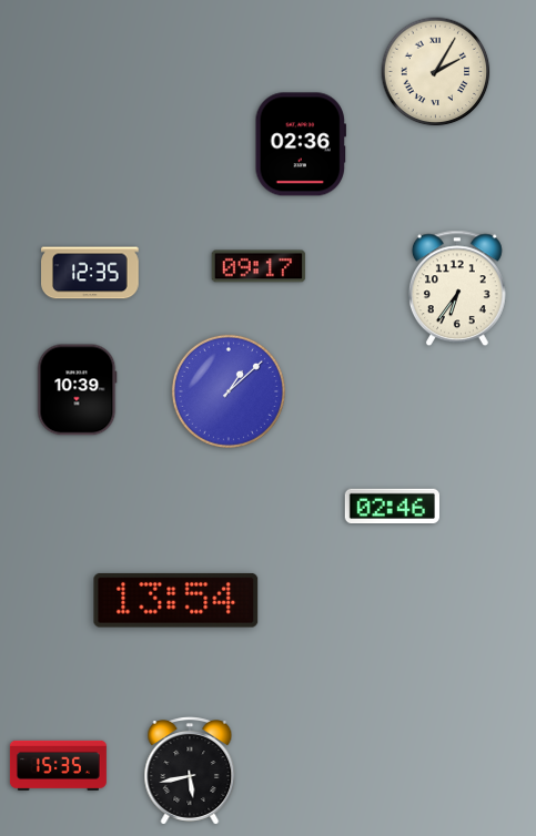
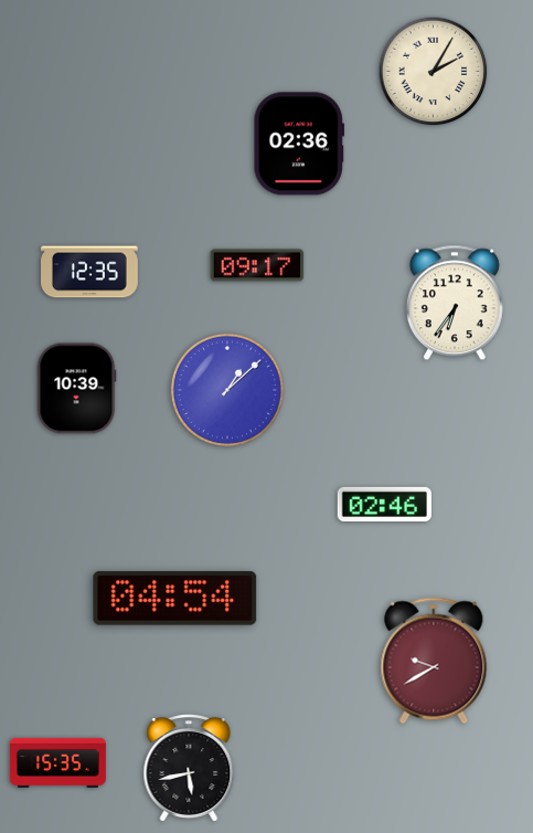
clock at (457, 288) position: (457, 288) -> (455, 303)
clock at (392, 506) position: (392, 506) -> (384, 504)
clock at (176, 600): 13:54 -> 04:54
clock at (434, 661): none -> 9:40
